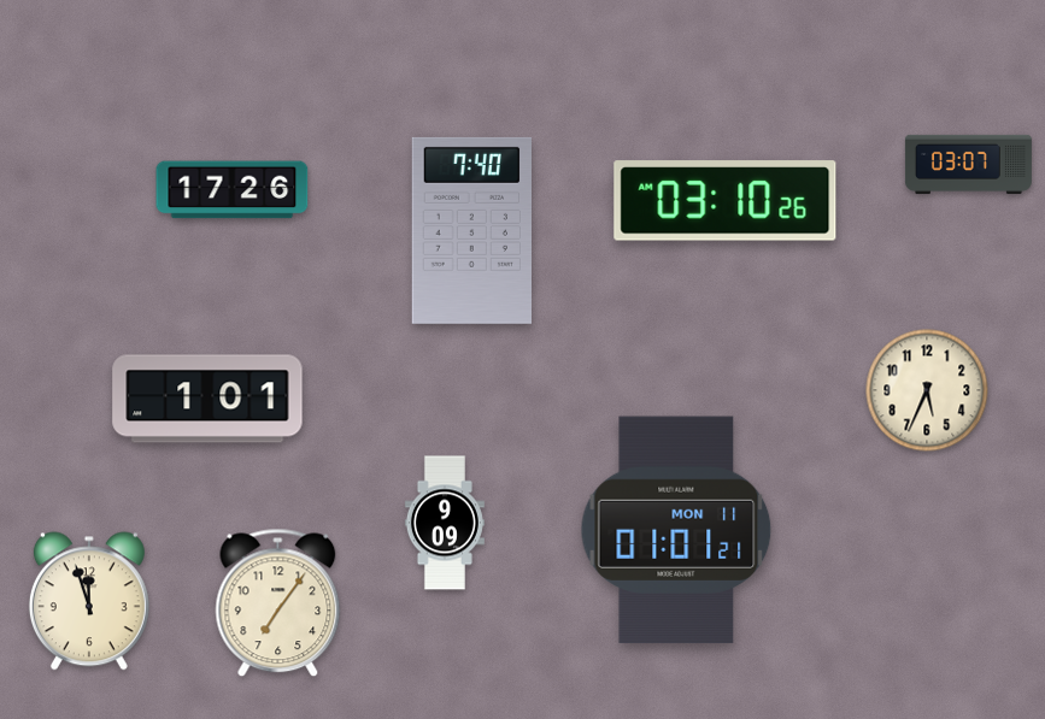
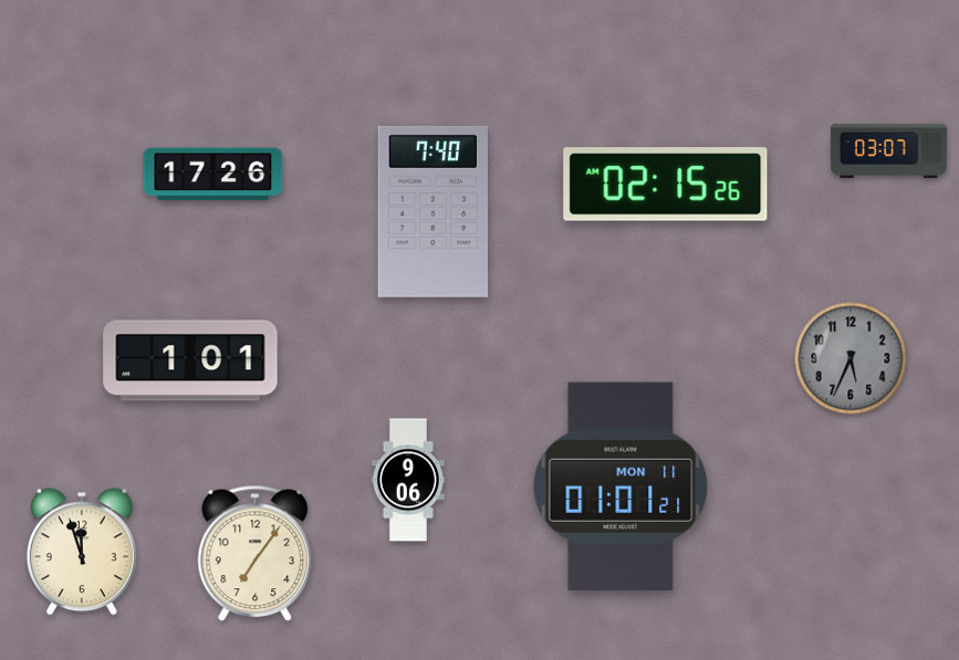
clock at (726, 201): 03:10 -> 02:15
clock at (927, 390) dial: cream -> grey
clock at (207, 399) position: (207, 399) -> (190, 360)
clock at (445, 523): 9:09 -> 9:06
